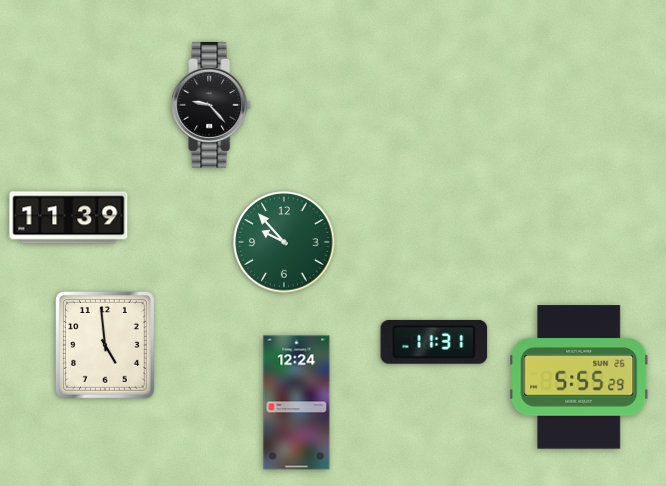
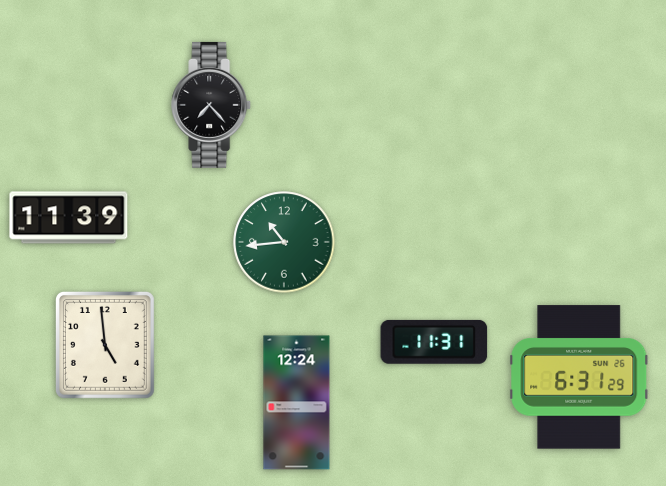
clock at (212, 105): 9:23 -> 7:23
clock at (284, 242): 9:53 -> 10:44
clock at (579, 377): 5:55 -> 6:31
